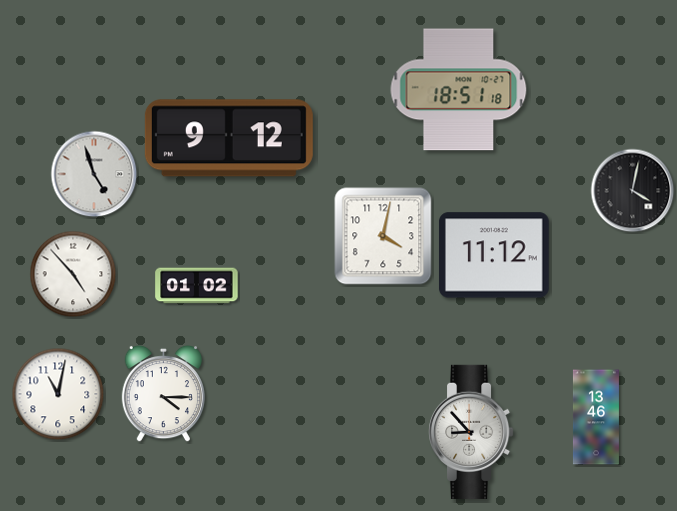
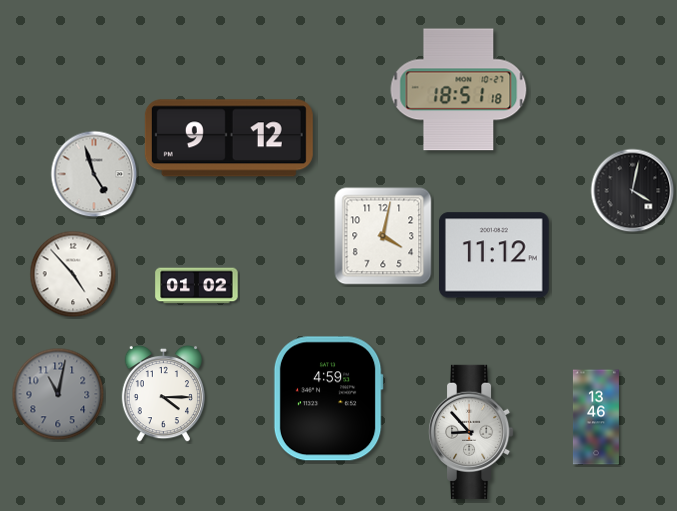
clock at (58, 394) dial: white -> grey
clock at (328, 399): none -> 4:59
